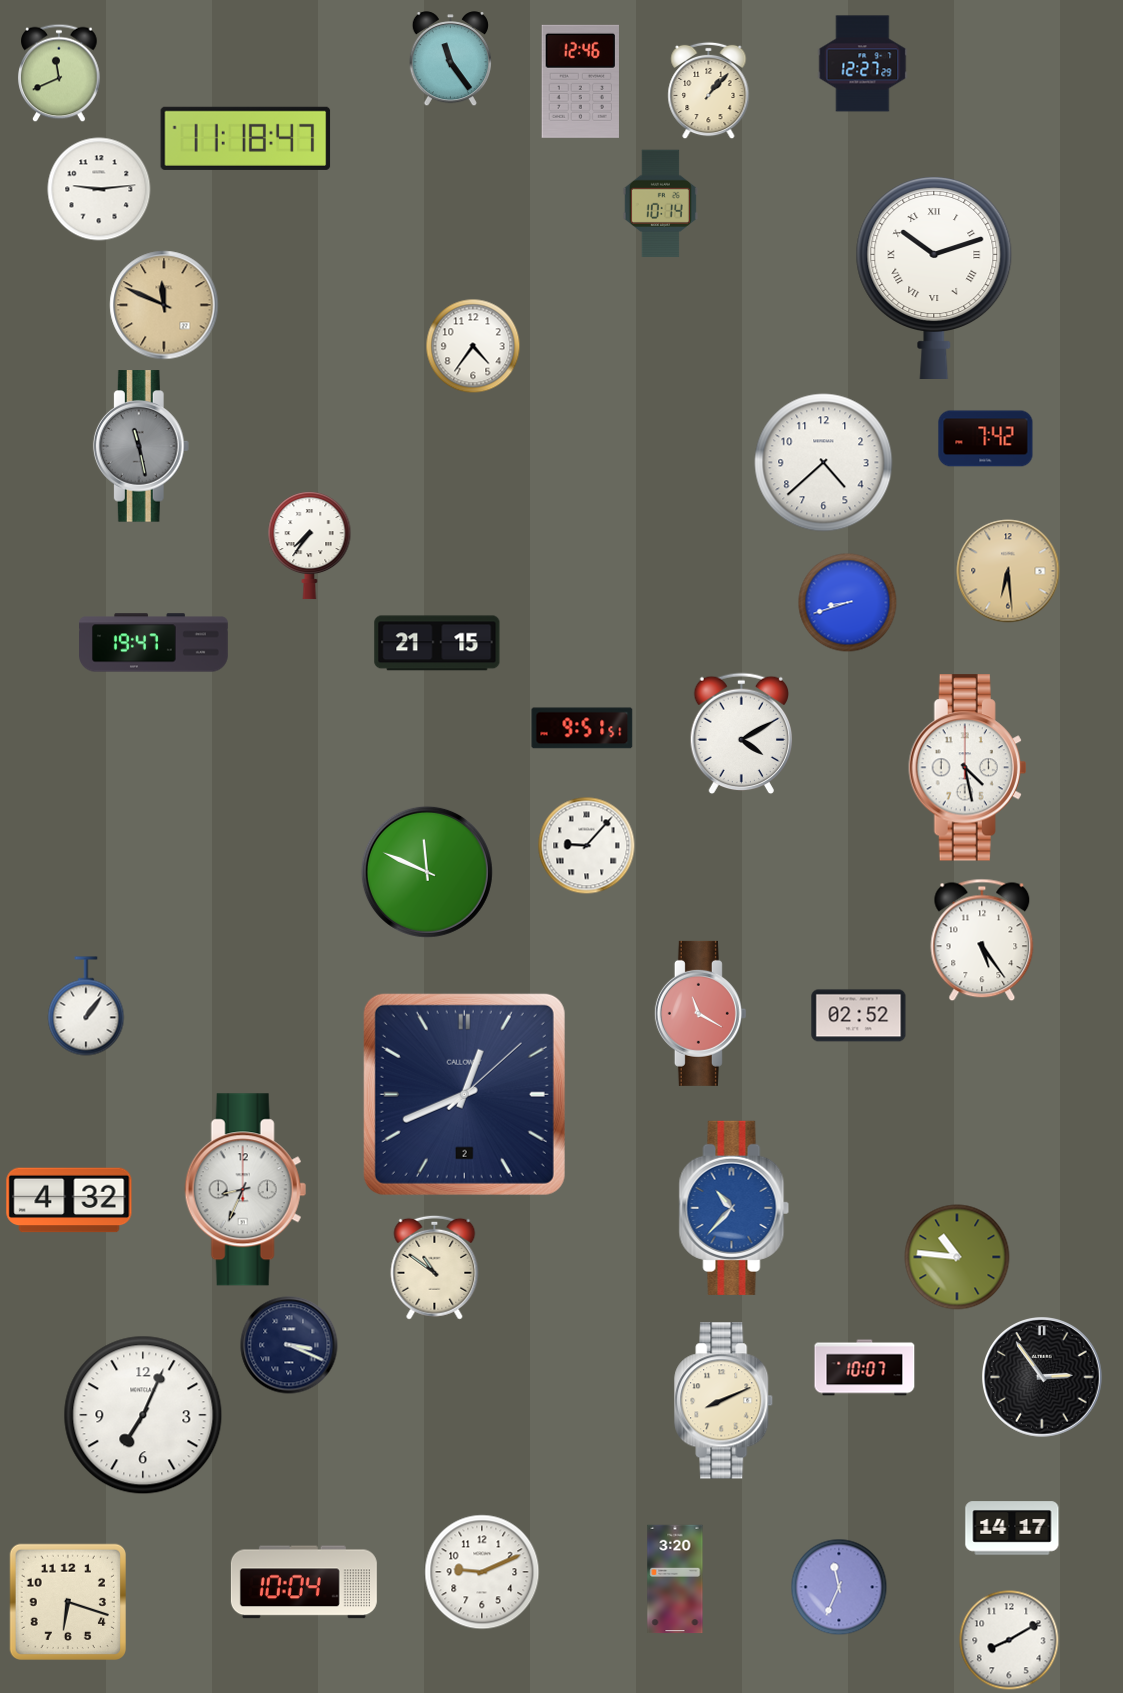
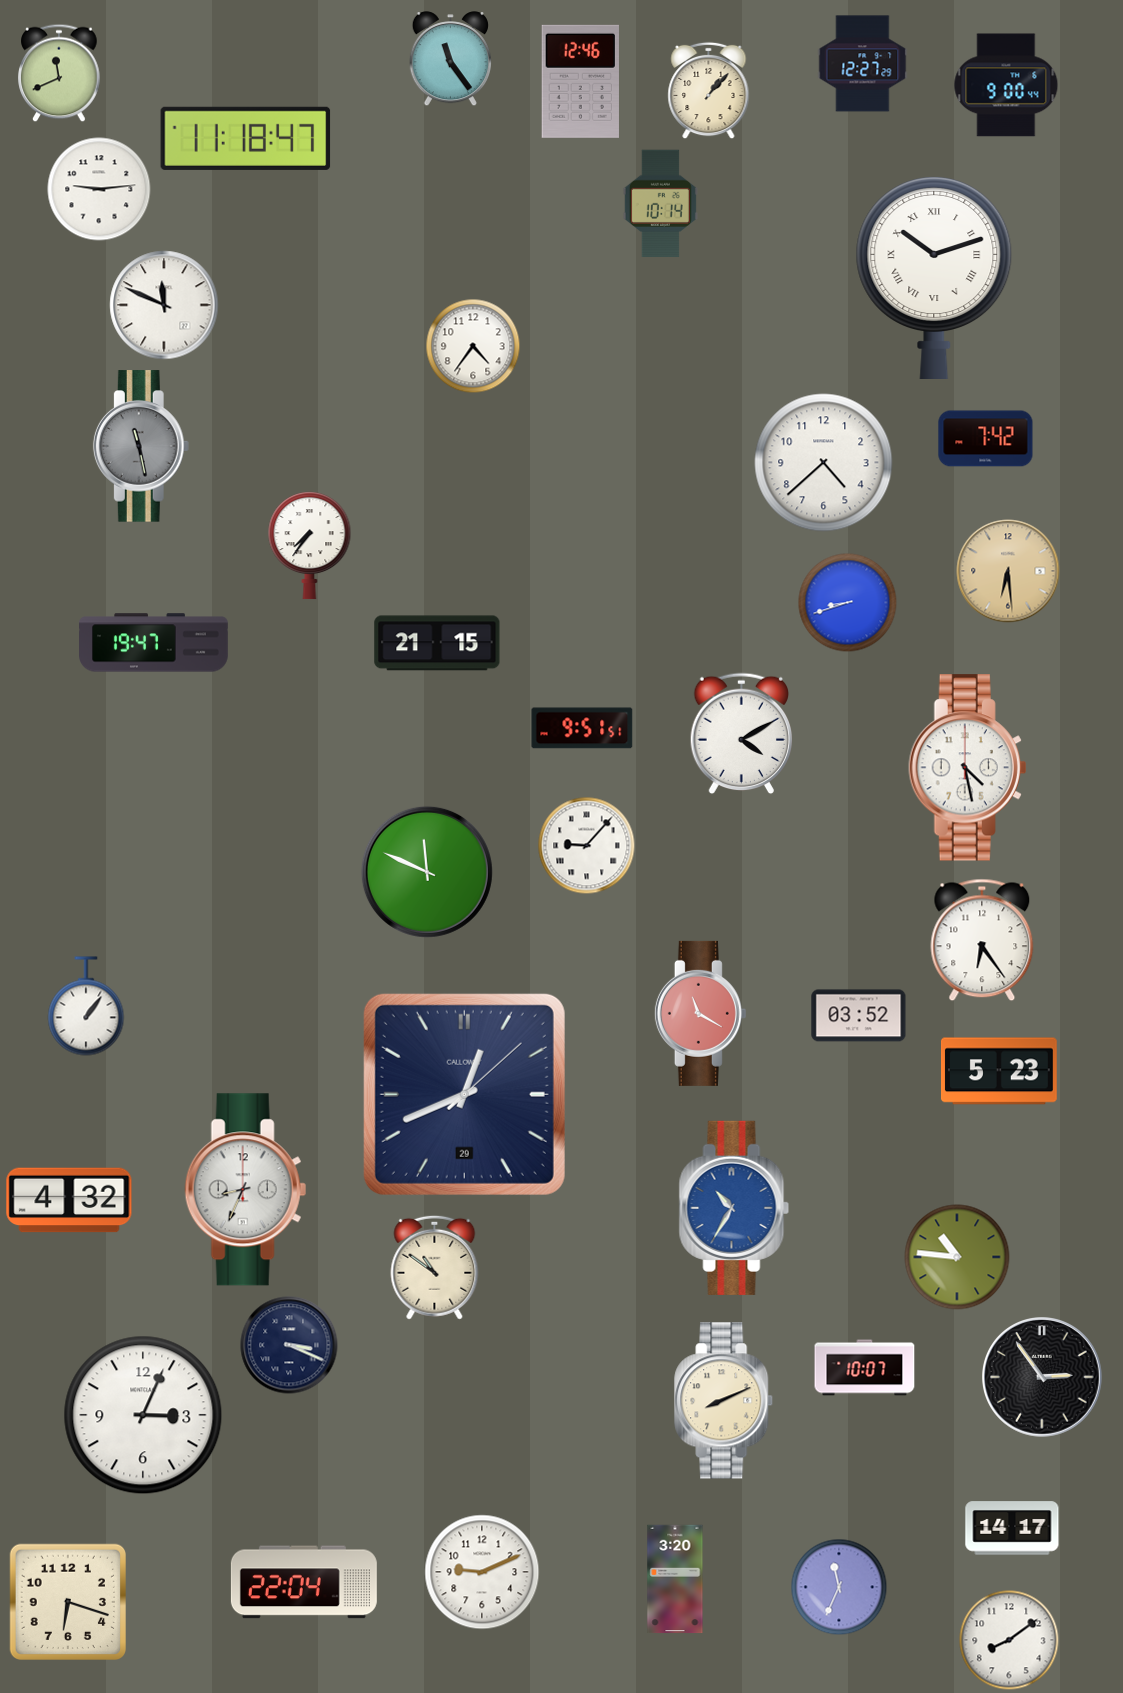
clock at (1006, 85): none -> 9:00
clock at (164, 305) dial: champagne -> white
clock at (982, 940): 5:24 -> 6:24
clock at (859, 1016): 02:52 -> 03:52
clock at (999, 1071): none -> 5:23
clock at (464, 1094) date: 2 -> 29
clock at (734, 1208): 10:37 -> 10:35
clock at (143, 1415): 7:04 -> 3:04
clock at (304, 1582): 10:04 -> 22:04
clock at (1009, 1640): 8:10 -> 8:09
